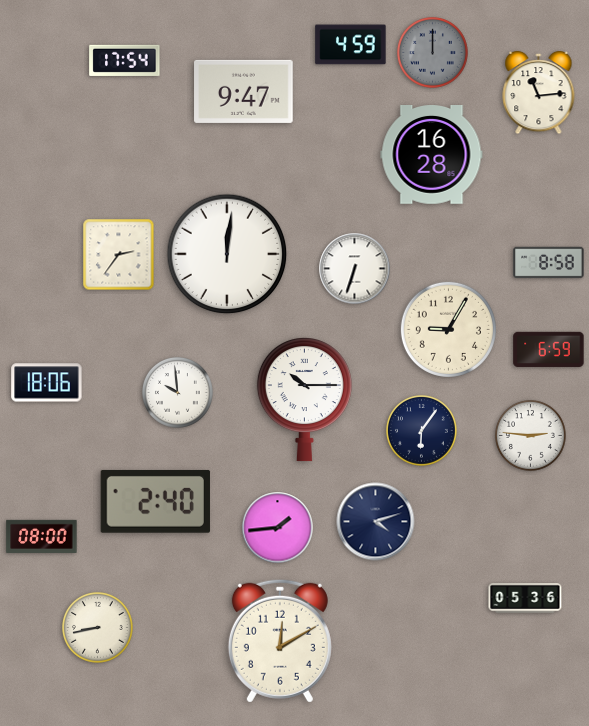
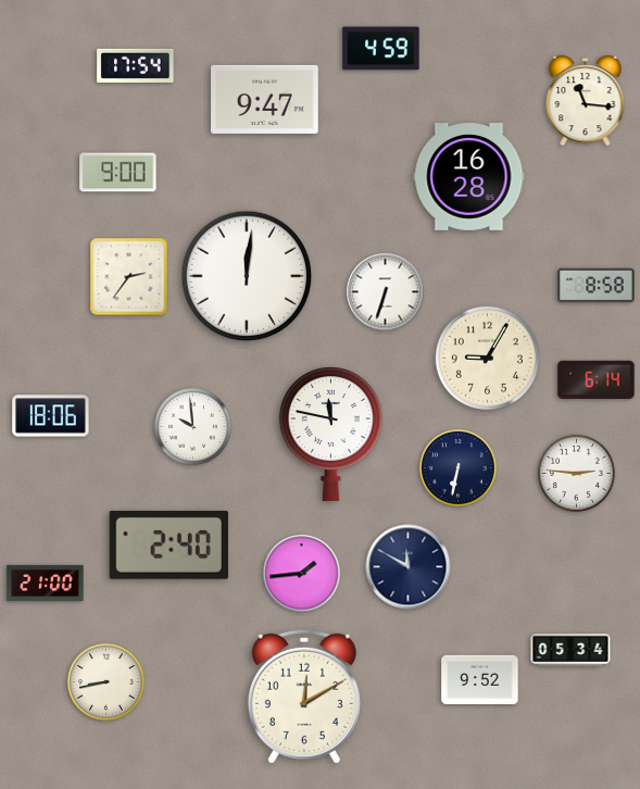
clock at (432, 52): 12:00 -> none
clock at (539, 93): 11:14 -> 11:16
clock at (432, 155) position: (432, 155) -> (469, 177)
clock at (118, 173): none -> 9:00
clock at (549, 349): 6:59 -> 6:14
clock at (304, 400): 10:15 -> 11:47
clock at (421, 430): 6:06 -> 6:32
clock at (376, 522): 4:12 -> 11:50
clock at (42, 536): 08:00 -> 21:00
clock at (525, 599): 05:36 -> 05:34
clock at (480, 679): none -> 9:52
